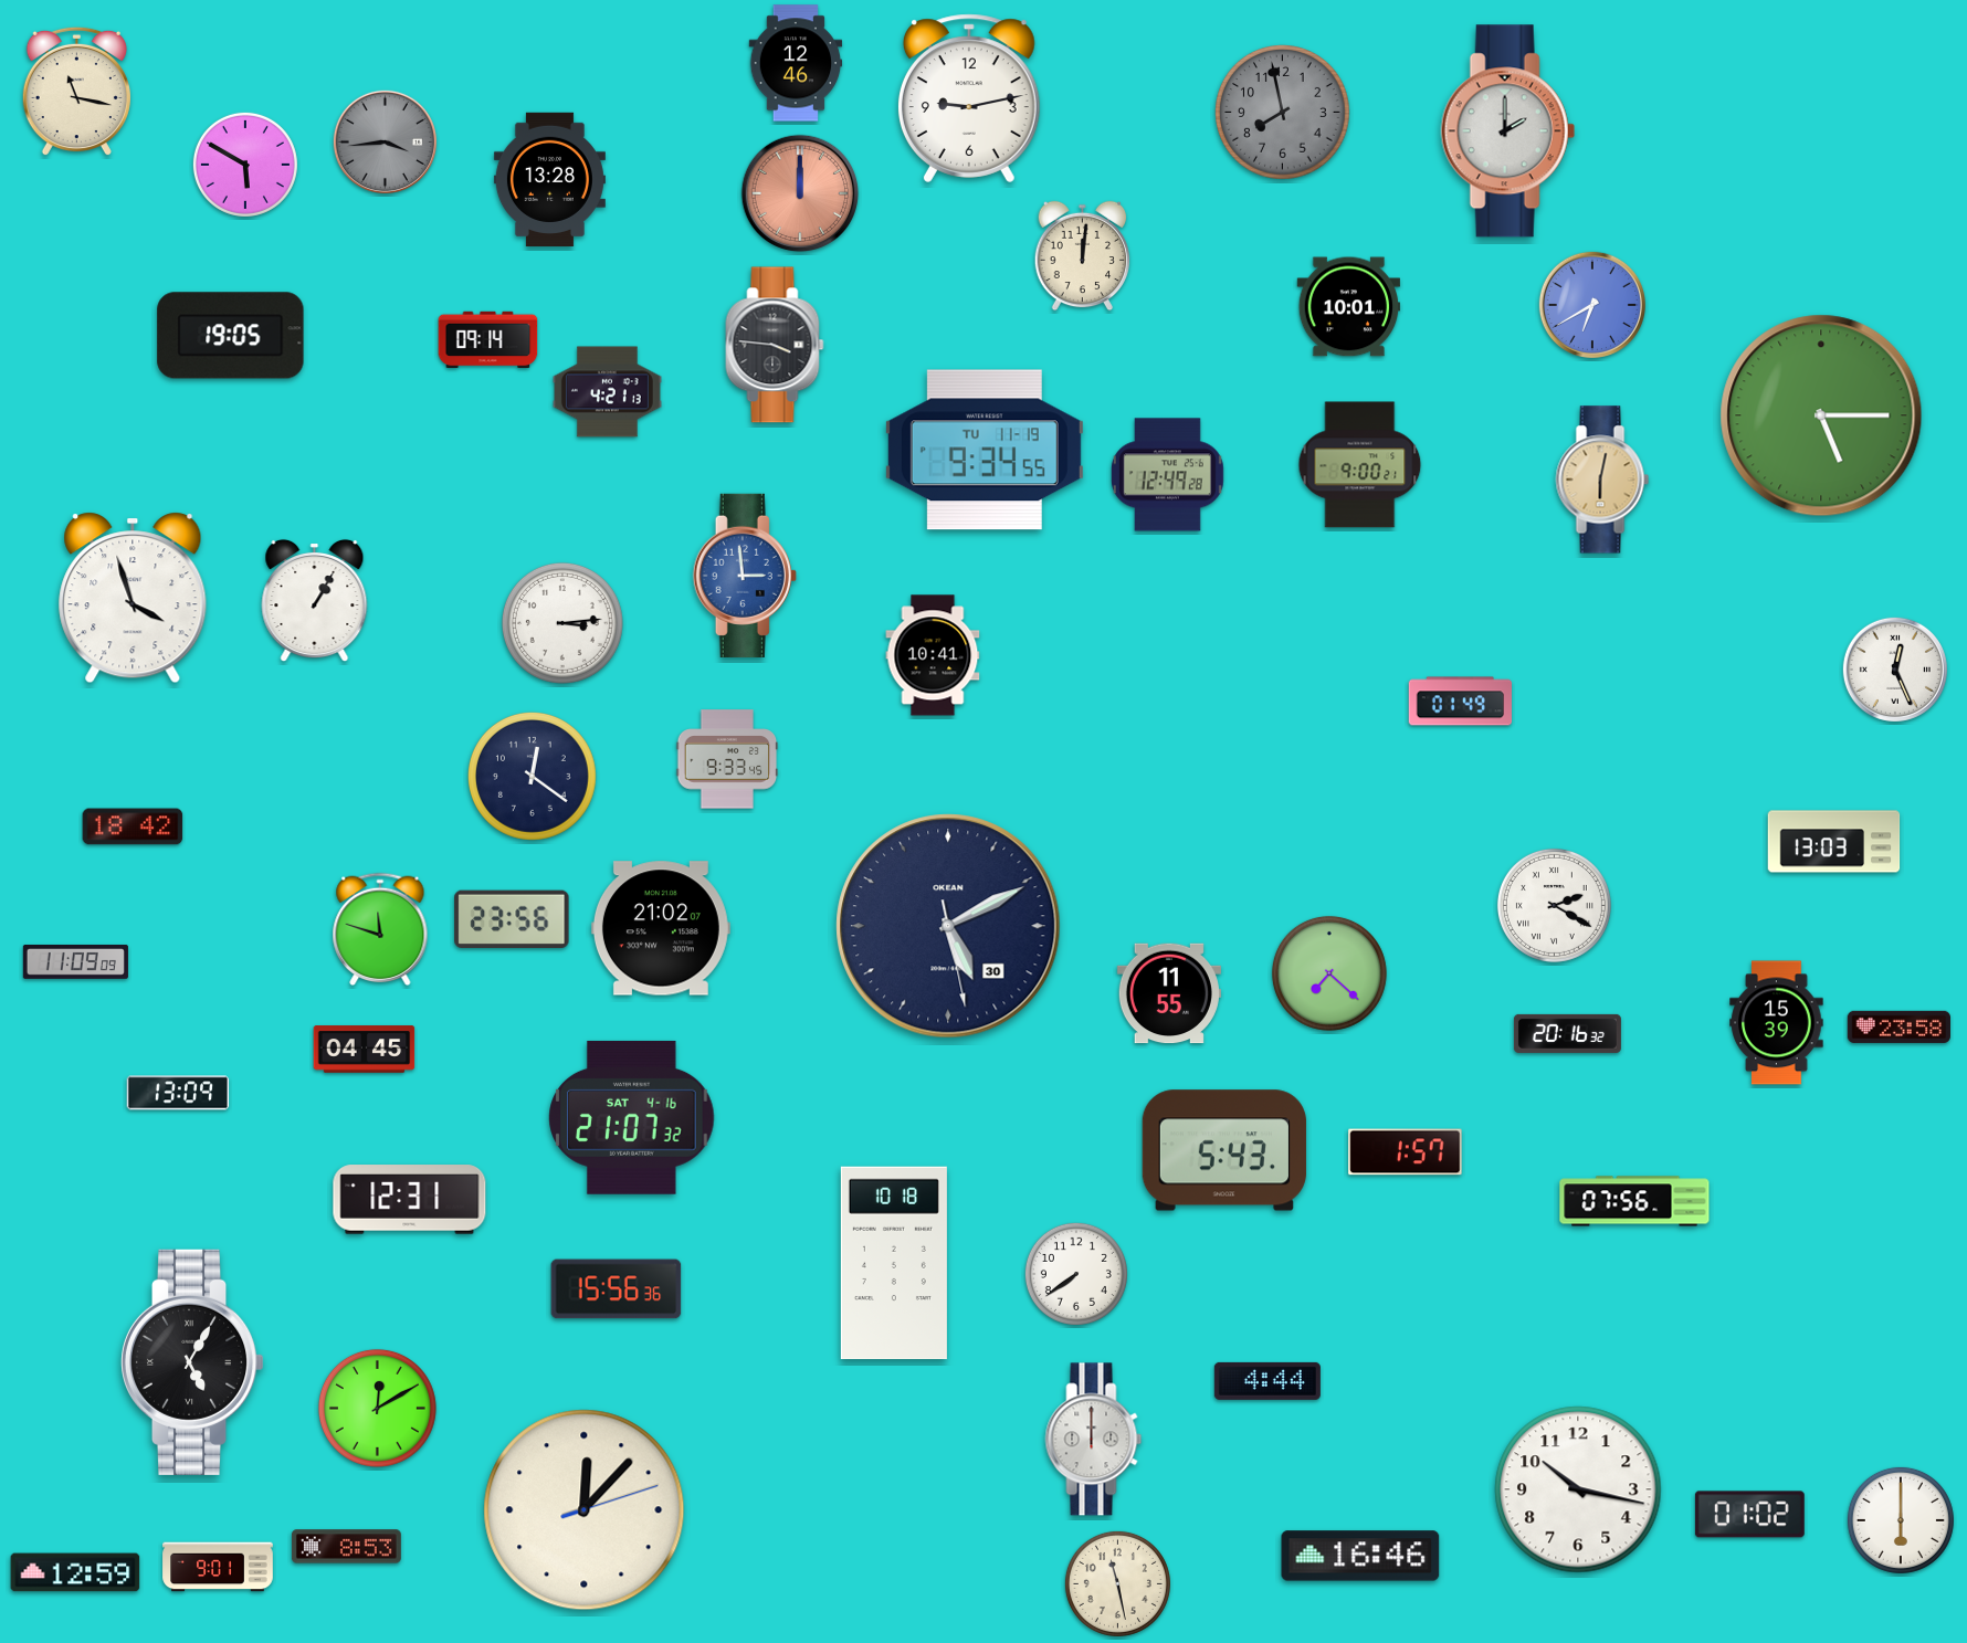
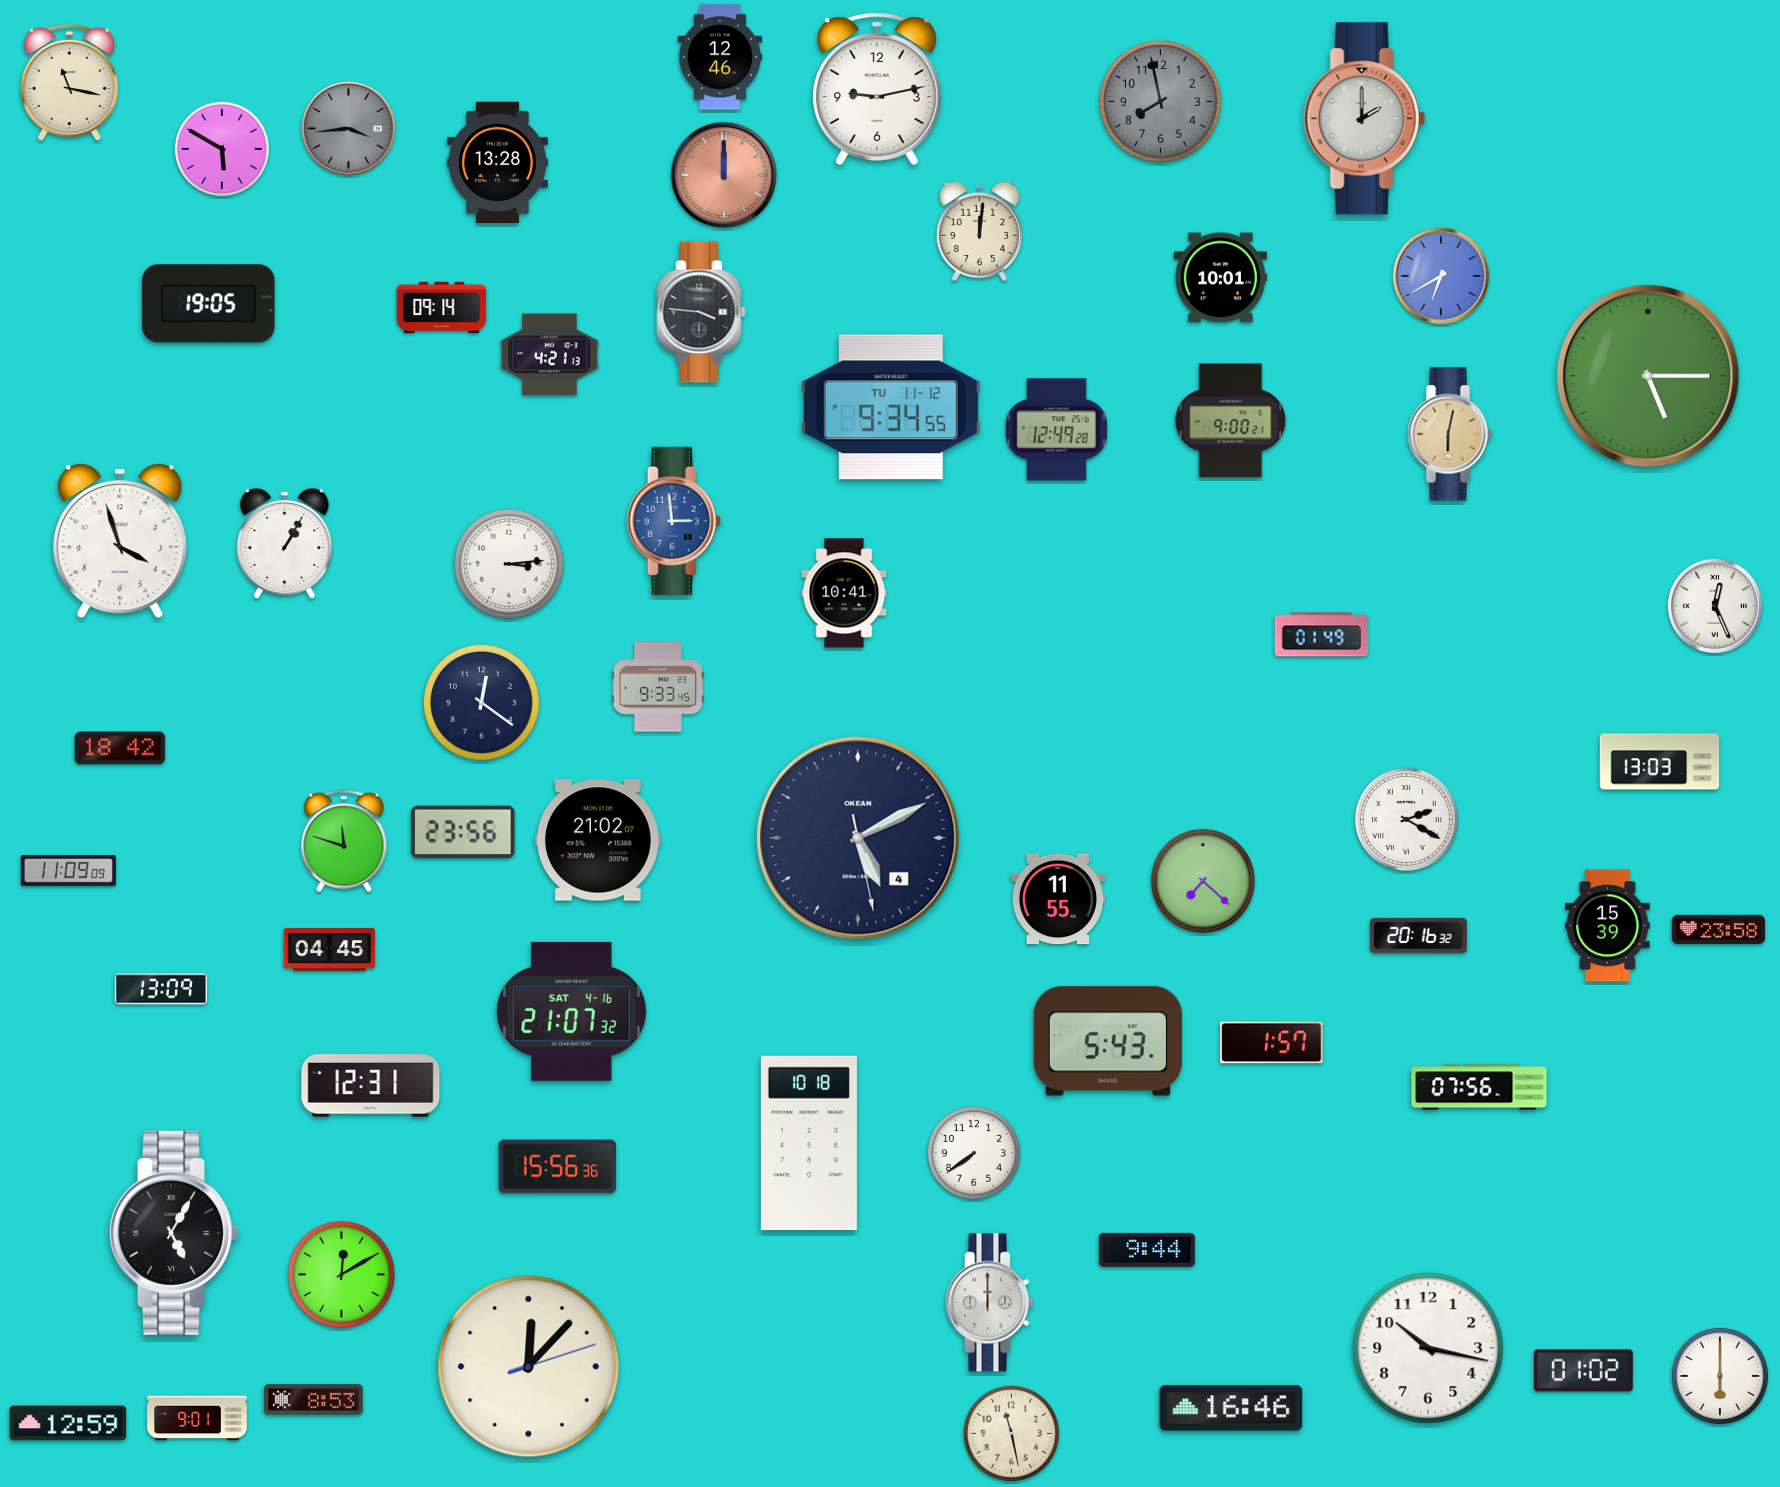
clock at (985, 450) date: TU 11-19 -> TU 11-12
clock at (948, 926) date: 30 -> 4
clock at (1267, 1381): 4:44 -> 9:44
